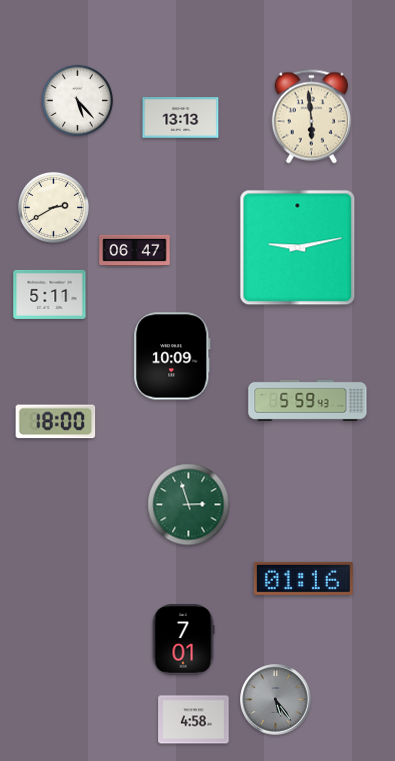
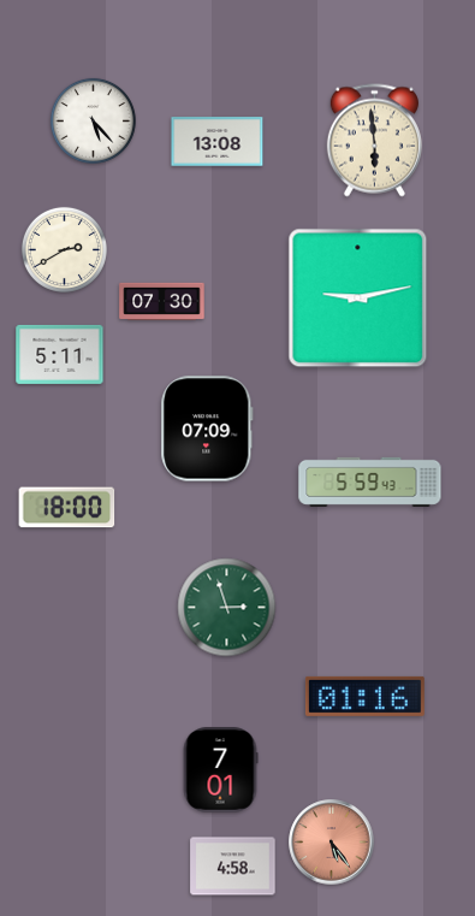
clock at (181, 118): 13:13 -> 13:08
clock at (135, 250): 06:47 -> 07:30
clock at (172, 356): 10:09 -> 07:09
clock at (276, 700) dial: grey -> salmon
